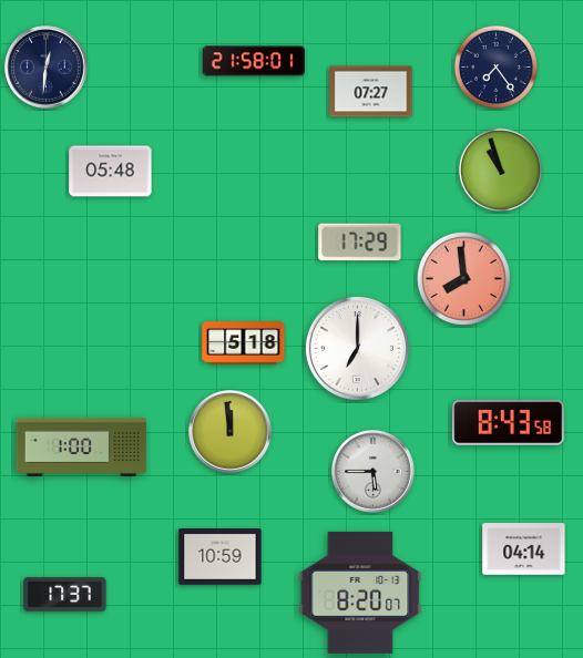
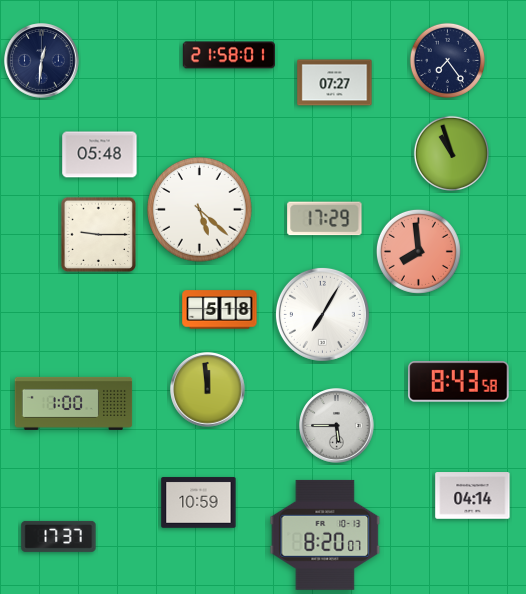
clock at (200, 210): none -> 5:22
clock at (98, 234): none -> 9:15
clock at (357, 348): 7:00 -> 7:05
